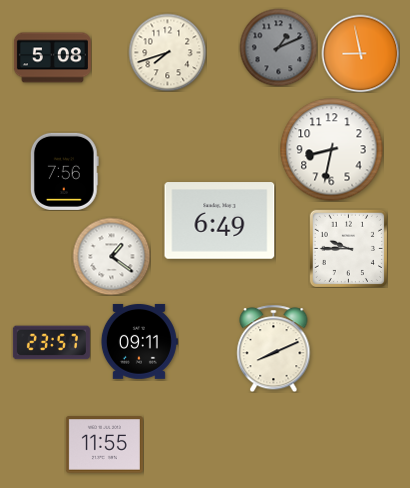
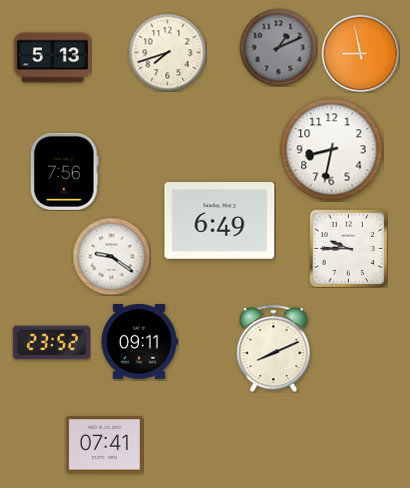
clock at (52, 58): 5:08 -> 5:13
clock at (111, 256): 1:21 -> 9:21
clock at (51, 343): 23:57 -> 23:52
clock at (104, 445): 11:55 -> 07:41
